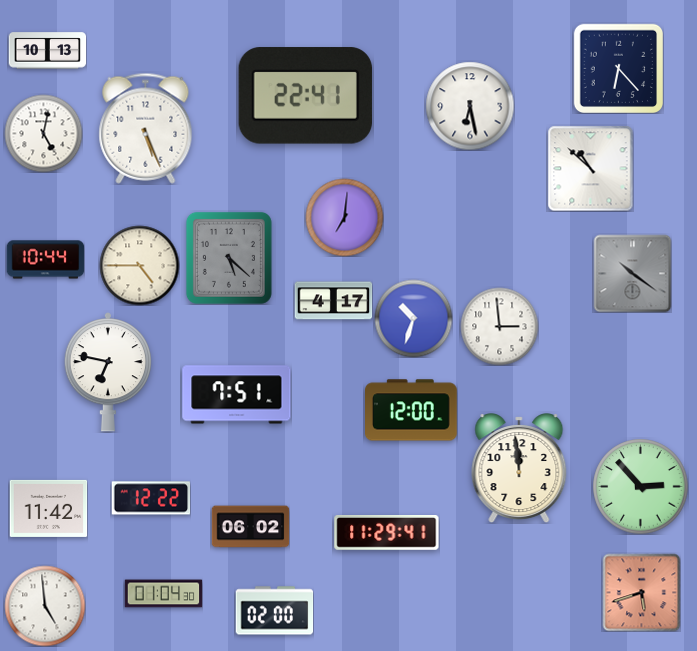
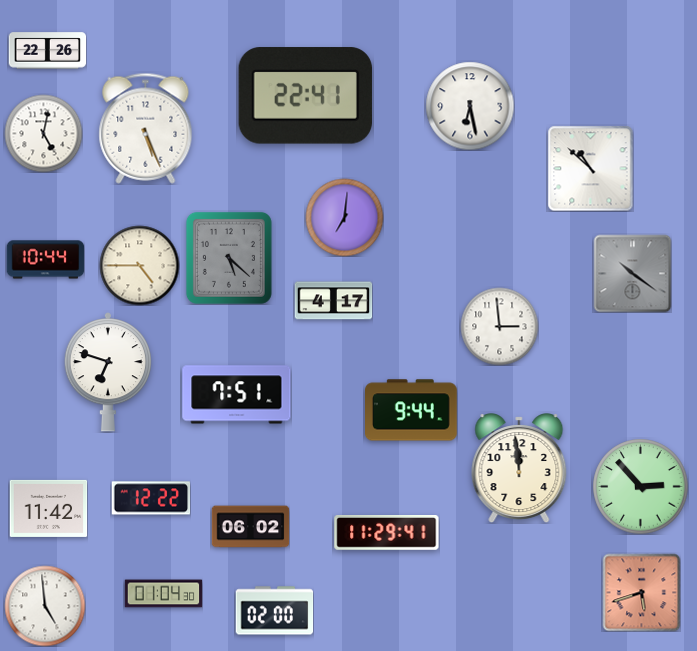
clock at (47, 51): 10:13 -> 22:26
clock at (618, 68): 6:23 -> none
clock at (413, 318): 10:33 -> none
clock at (108, 372): 6:47 -> 6:48
clock at (412, 410): 12:00 -> 9:44
